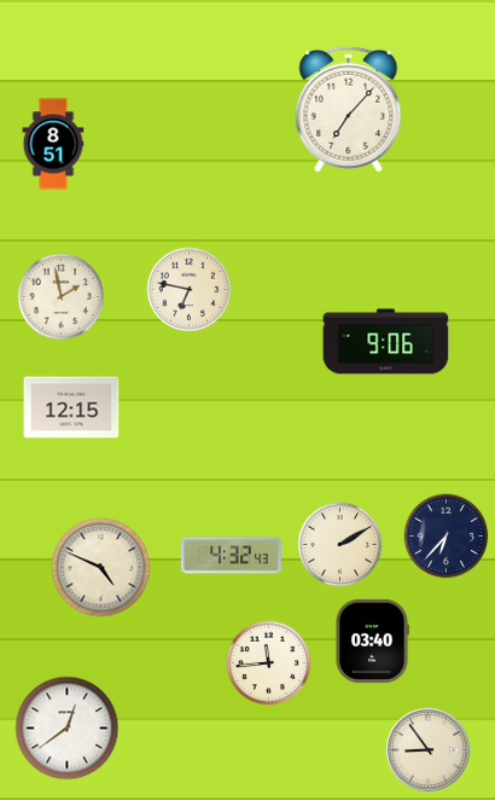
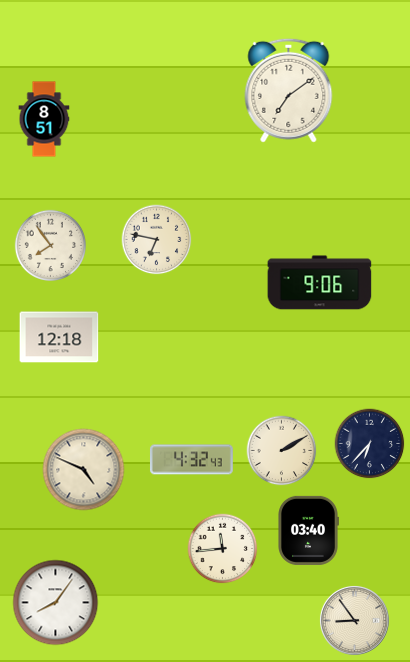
clock at (349, 109): 7:07 -> 7:09
clock at (62, 297): 1:58 -> 7:54
clock at (71, 407): 12:15 -> 12:18
clock at (68, 729): 12:39 -> 8:06
